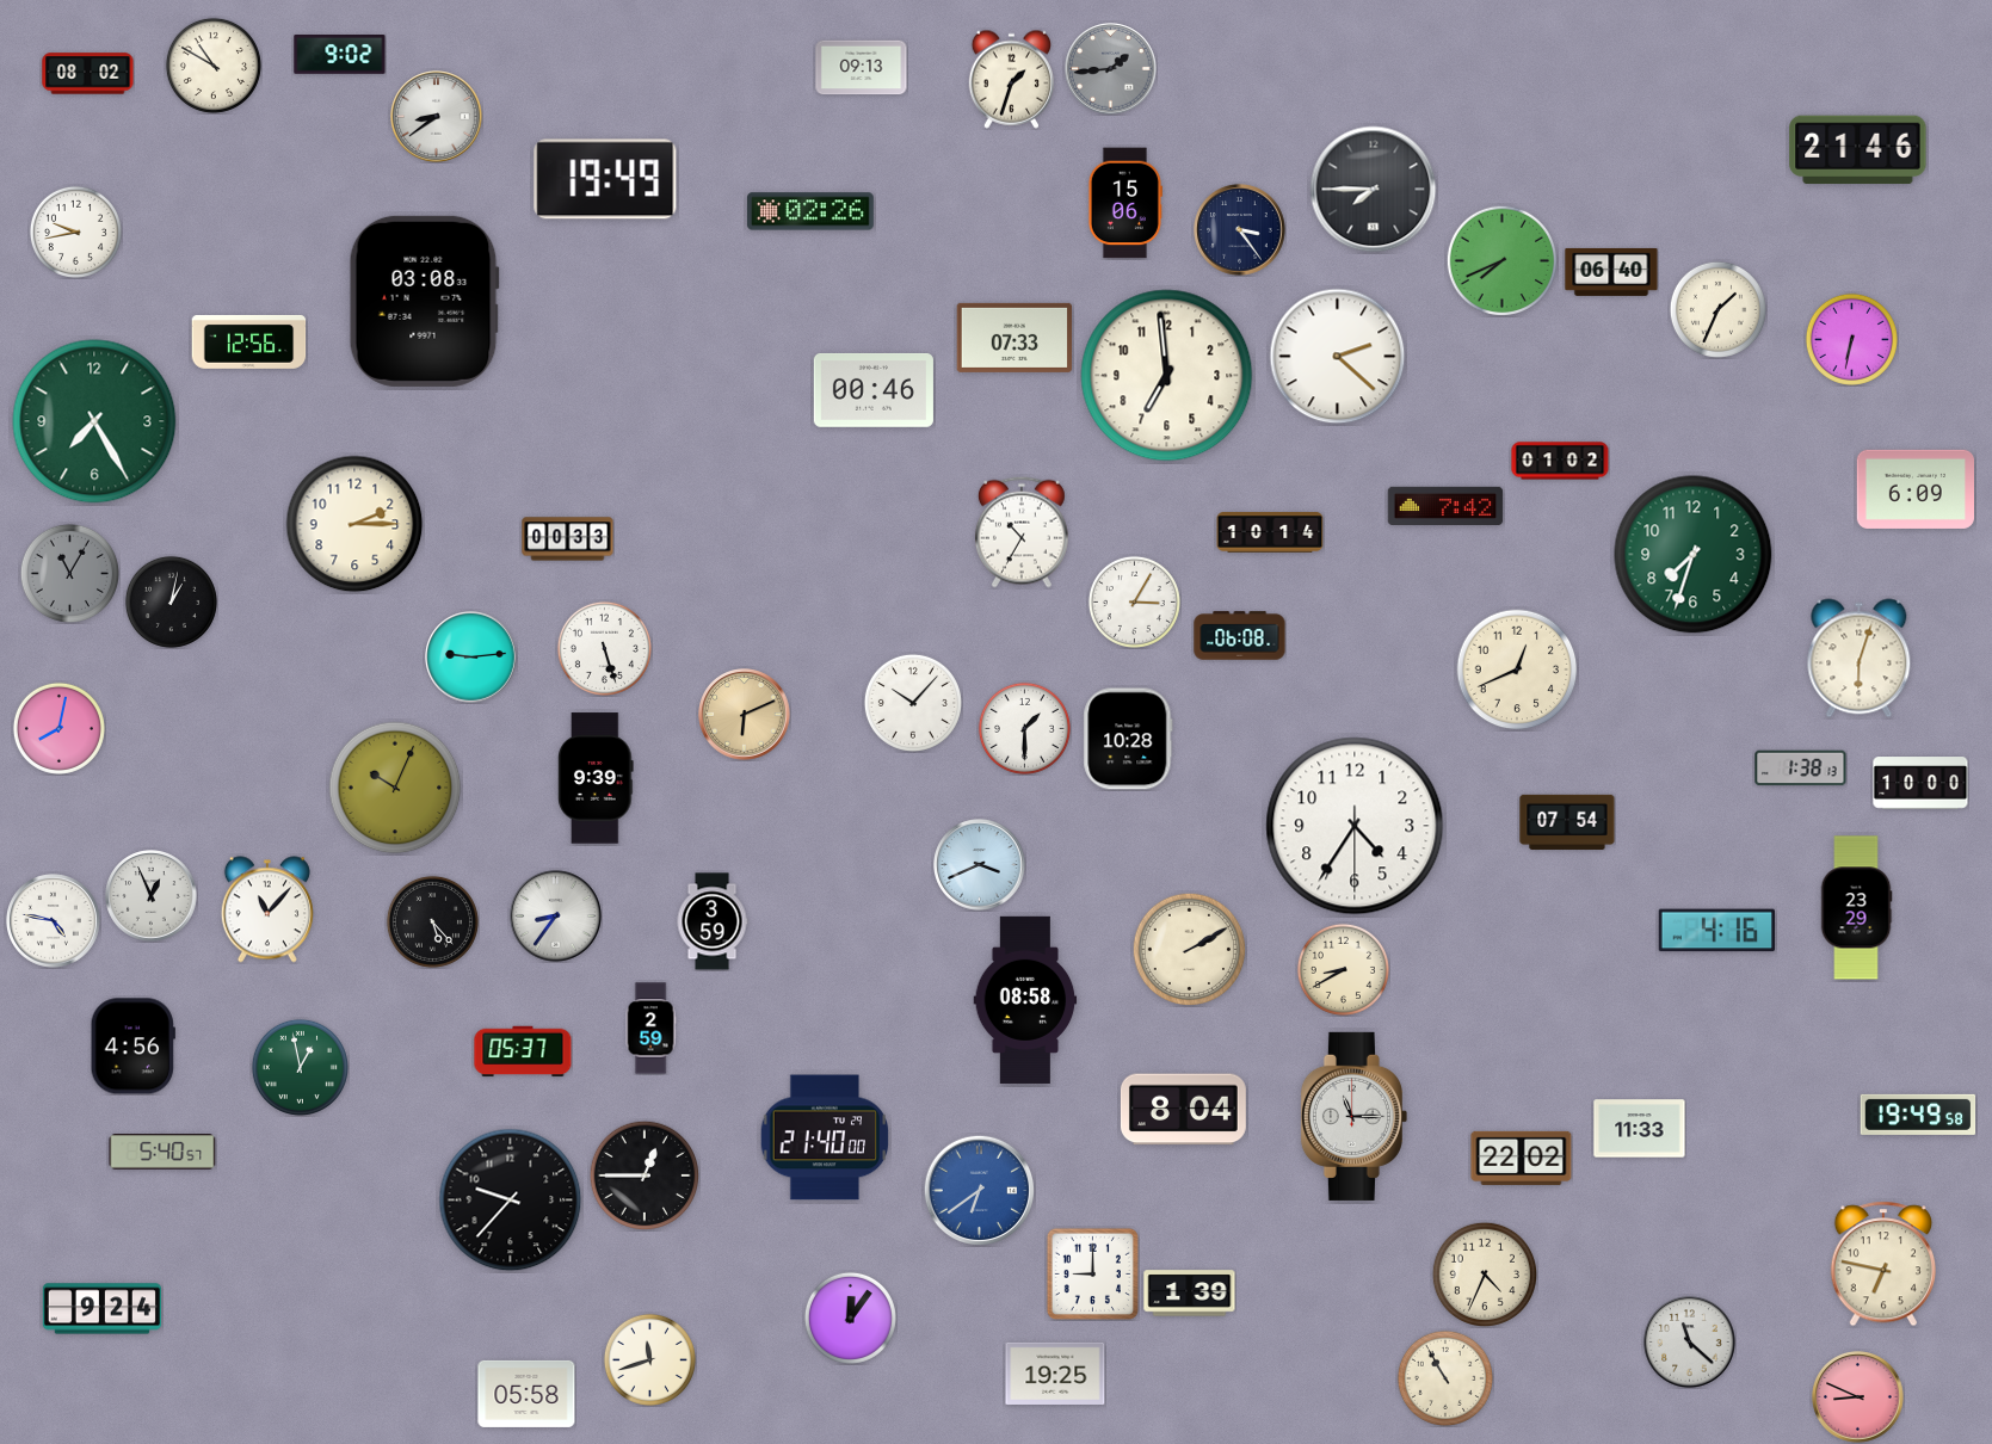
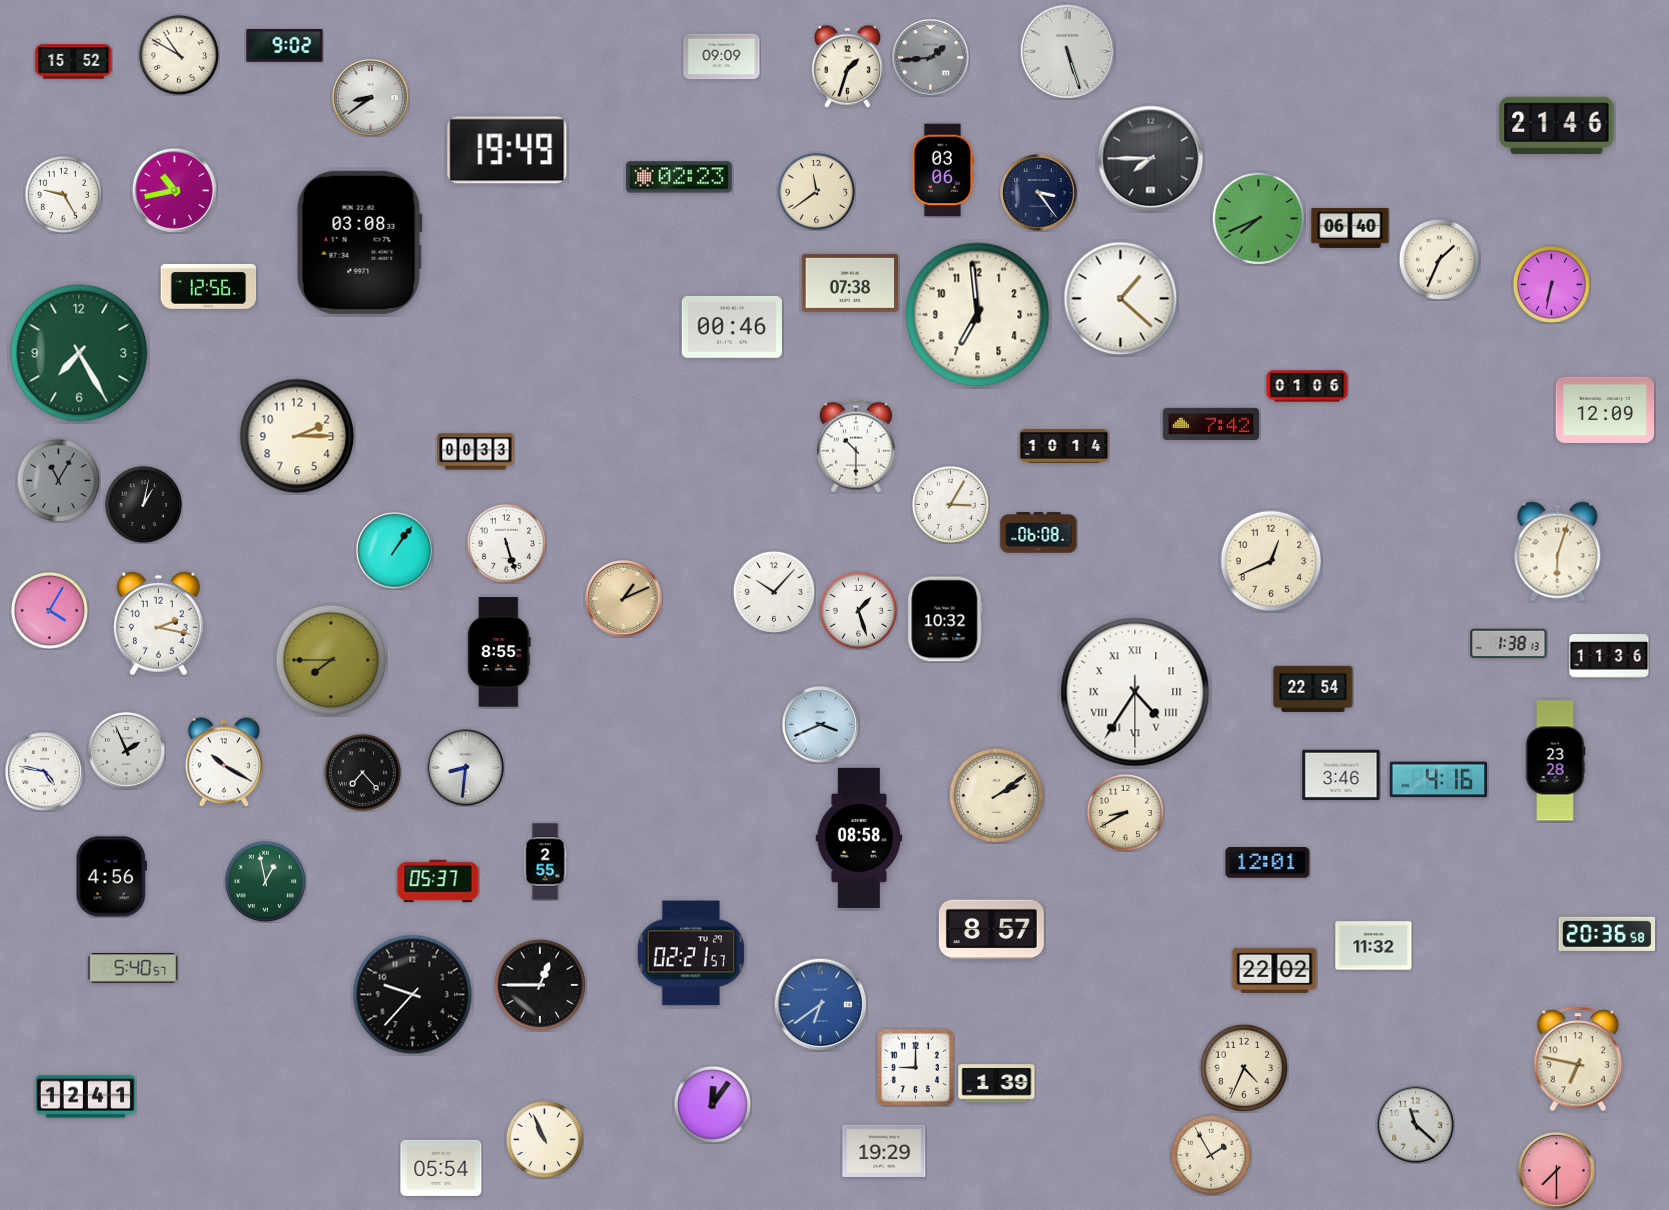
clock at (1067, 51): none -> 5:27
clock at (862, 68): 09:13 -> 09:09
clock at (88, 74): 08:02 -> 15:52
clock at (437, 117) position: (437, 117) -> (371, 98)
clock at (1124, 203): 15:06 -> 03:06
clock at (810, 211): 02:26 -> 02:23
clock at (174, 190): none -> 10:43
clock at (816, 191): none -> 11:39
clock at (75, 232): 9:43 -> 9:25
clock at (424, 301) position: (424, 301) -> (359, 242)
clock at (1014, 338): 07:33 -> 07:38
clock at (1338, 357): 2:22 -> 1:22
clock at (1560, 461): 01:02 -> 01:06
clock at (1914, 489): 6:09 -> 12:09
clock at (354, 524) position: (354, 524) -> (297, 436)
clock at (1022, 532): 10:35 -> 10:30
clock at (1694, 555): 7:33 -> none
clock at (471, 658): 9:14 -> 1:06
clock at (913, 703) position: (913, 703) -> (774, 592)
clock at (745, 715): 6:11 -> 1:11
clock at (58, 728): 8:02 -> 4:05
clock at (1024, 728): 1:30 -> 1:27
clock at (1128, 739): 10:28 -> 10:32
clock at (158, 624): none -> 2:17
clock at (597, 778): 9:39 -> 8:55
clock at (1920, 783): 10:00 -> 11:36
clock at (395, 788): 10:04 -> 7:45
clock at (1567, 822): 07:54 -> 22:54
clock at (1355, 826) numerals: Arabic -> Roman
clock at (152, 896): 12:56 -> 1:56
clock at (1856, 908): 23:29 -> 23:28
clock at (267, 909): 11:07 -> 10:20
clock at (556, 917): 8:36 -> 8:31
clock at (432, 921): 5:23 -> 7:23
clock at (713, 921): 3:59 -> none
clock at (1341, 775): none -> 3:46
clock at (1189, 949): 2:10 -> 2:09
clock at (650, 1029): 2:59 -> 2:55
clock at (1268, 863): none -> 12:01
clock at (300, 1067) position: (300, 1067) -> (265, 881)
clock at (1183, 1110): 8:04 -> 8:57
clock at (1918, 1115): 19:49 -> 20:36
clock at (1353, 1116): 11:15 -> none
clock at (1640, 1129): 11:33 -> 11:32
clock at (825, 1137): 21:40 -> 02:21
clock at (162, 1152) position: (162, 1152) -> (133, 968)
clock at (979, 1190) position: (979, 1190) -> (820, 1004)
clock at (511, 1201) position: (511, 1201) -> (413, 995)
clock at (101, 1309): 9:24 -> 12:41
clock at (649, 1359): 11:42 -> 10:56
clock at (1055, 1374): 19:25 -> 19:29
clock at (1445, 1378): 10:55 -> 1:55
clock at (526, 1394): 05:58 -> 05:54
clock at (1858, 1397): 8:49 -> 7:30
